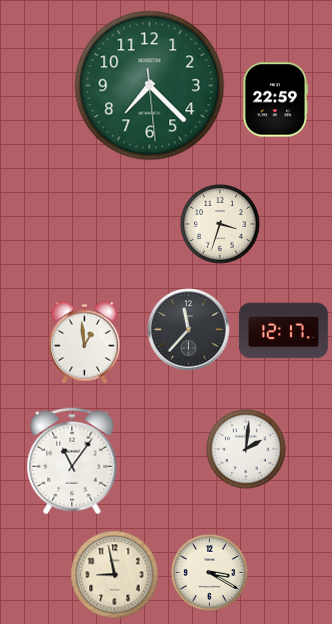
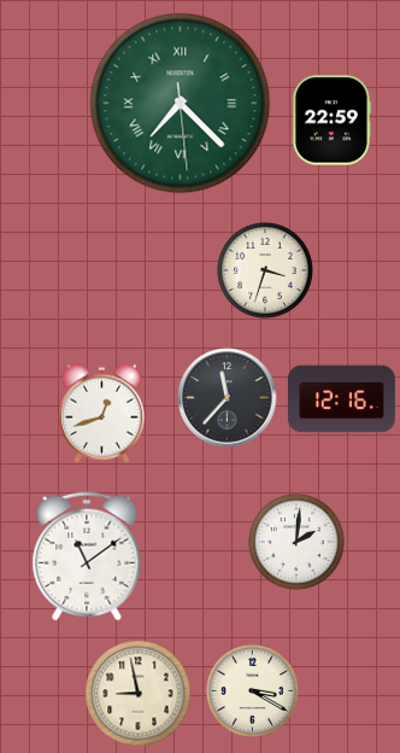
clock at (150, 86) numerals: Arabic -> Roman
clock at (283, 331): 12:17 -> 12:16
clock at (84, 342): 12:59 -> 12:42
clock at (72, 461): 11:06 -> 11:09
